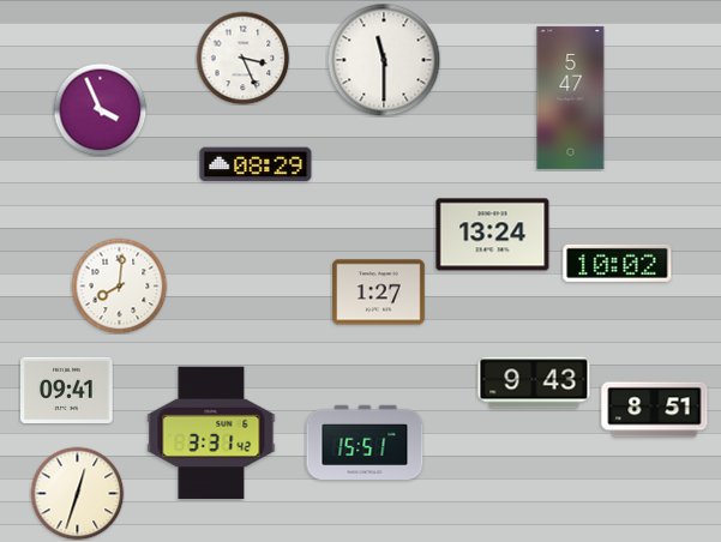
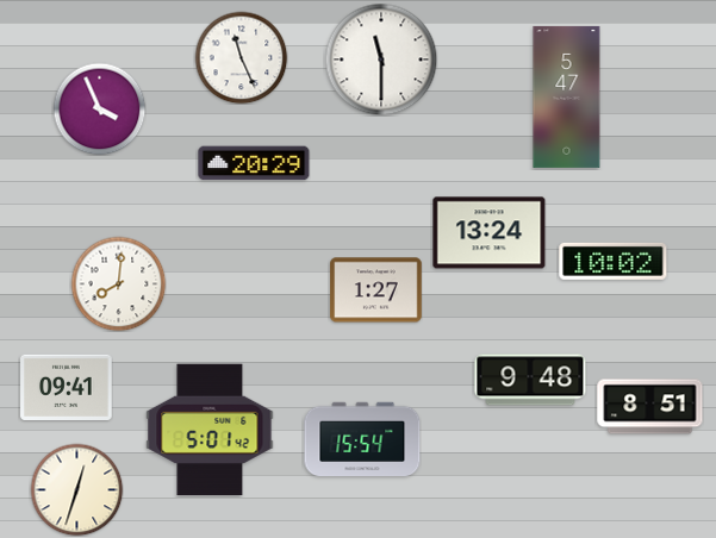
clock at (242, 58): 3:26 -> 11:26
clock at (256, 164): 08:29 -> 20:29
clock at (534, 383): 9:43 -> 9:48
clock at (211, 433): 3:31 -> 5:01
clock at (365, 442): 15:51 -> 15:54
